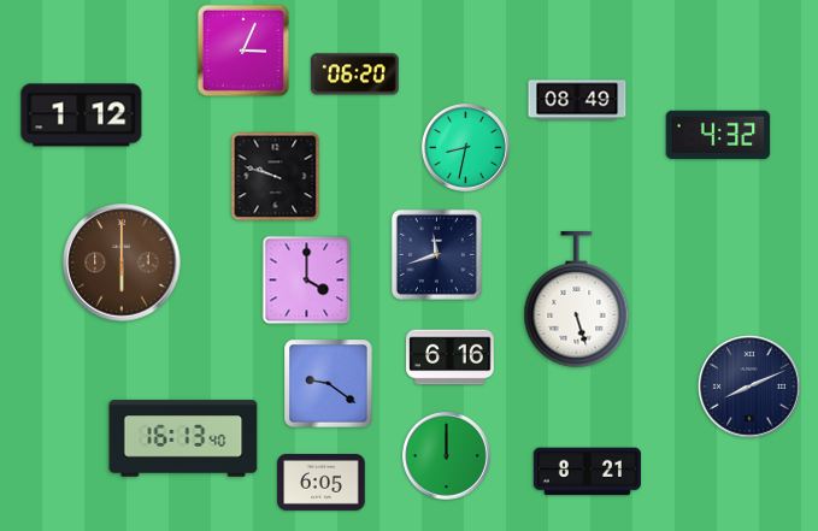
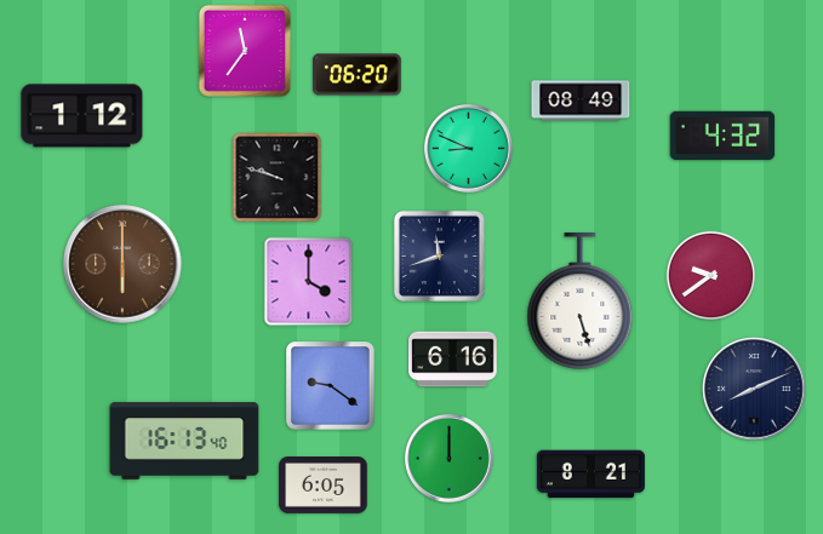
clock at (242, 49): 3:04 -> 11:36
clock at (465, 147): 8:32 -> 8:49
clock at (711, 276): none -> 9:39
